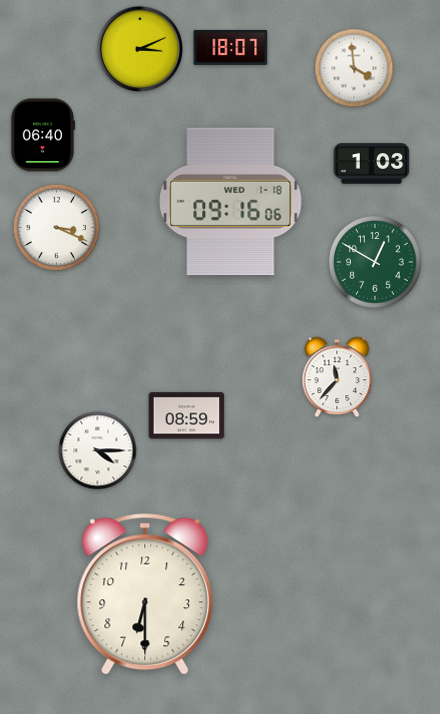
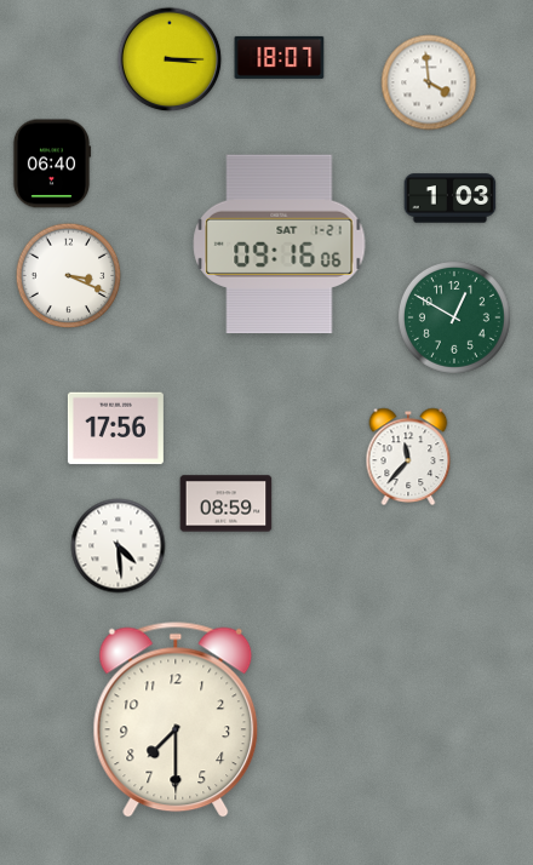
clock at (140, 49): 3:11 -> 3:15
clock at (231, 202) date: WED 1-18 -> SAT 1-21
clock at (115, 429): none -> 17:56
clock at (98, 451): 4:15 -> 4:29
clock at (145, 594): 6:30 -> 7:30
